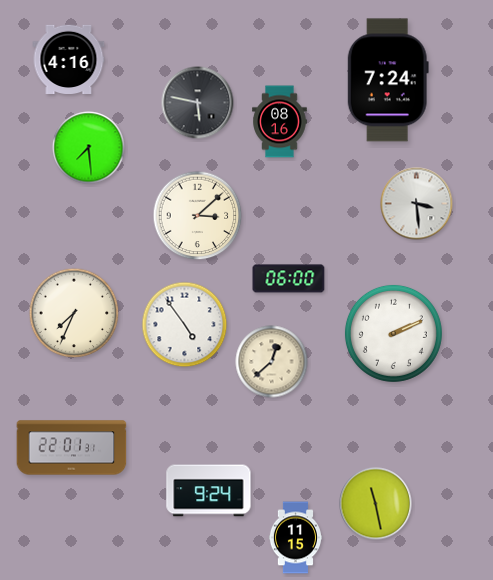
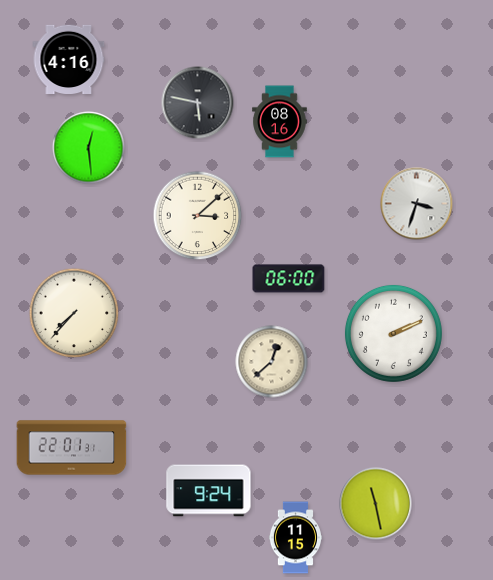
clock at (388, 80): 7:24 -> none
clock at (89, 148): 7:29 -> 12:29
clock at (417, 204): 3:29 -> 3:33
clock at (74, 313): 7:34 -> 7:37
clock at (185, 325): 4:54 -> none
